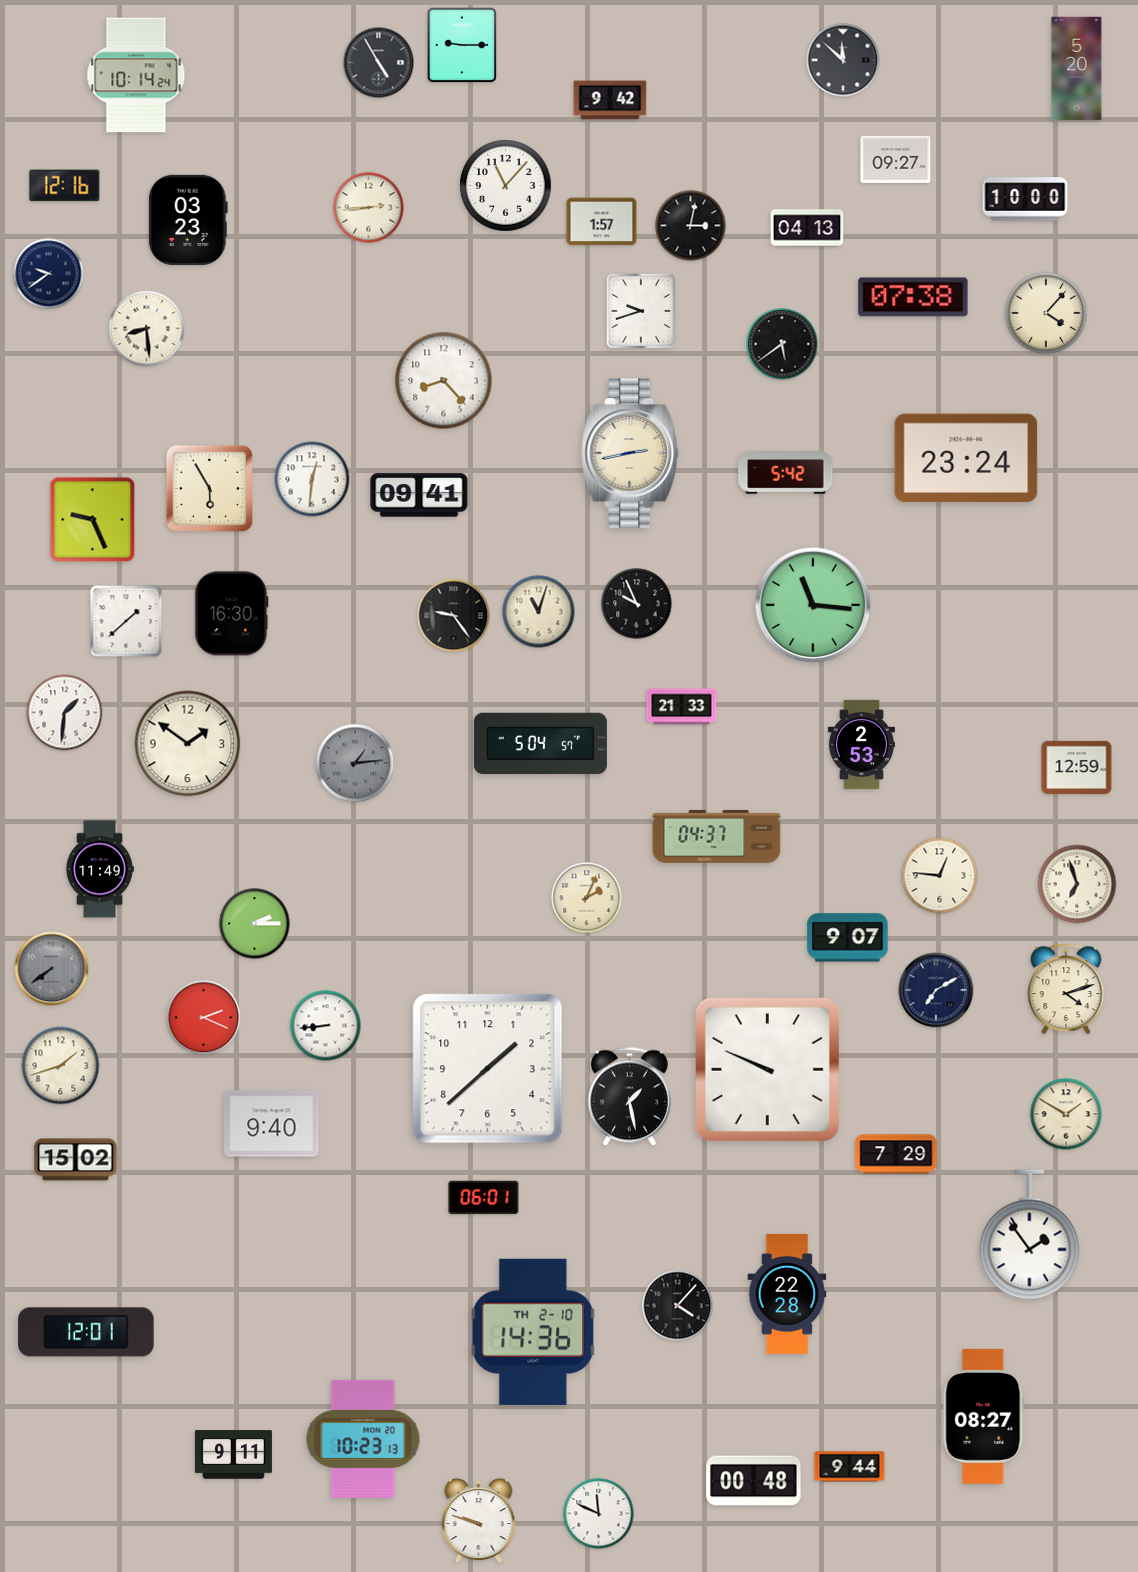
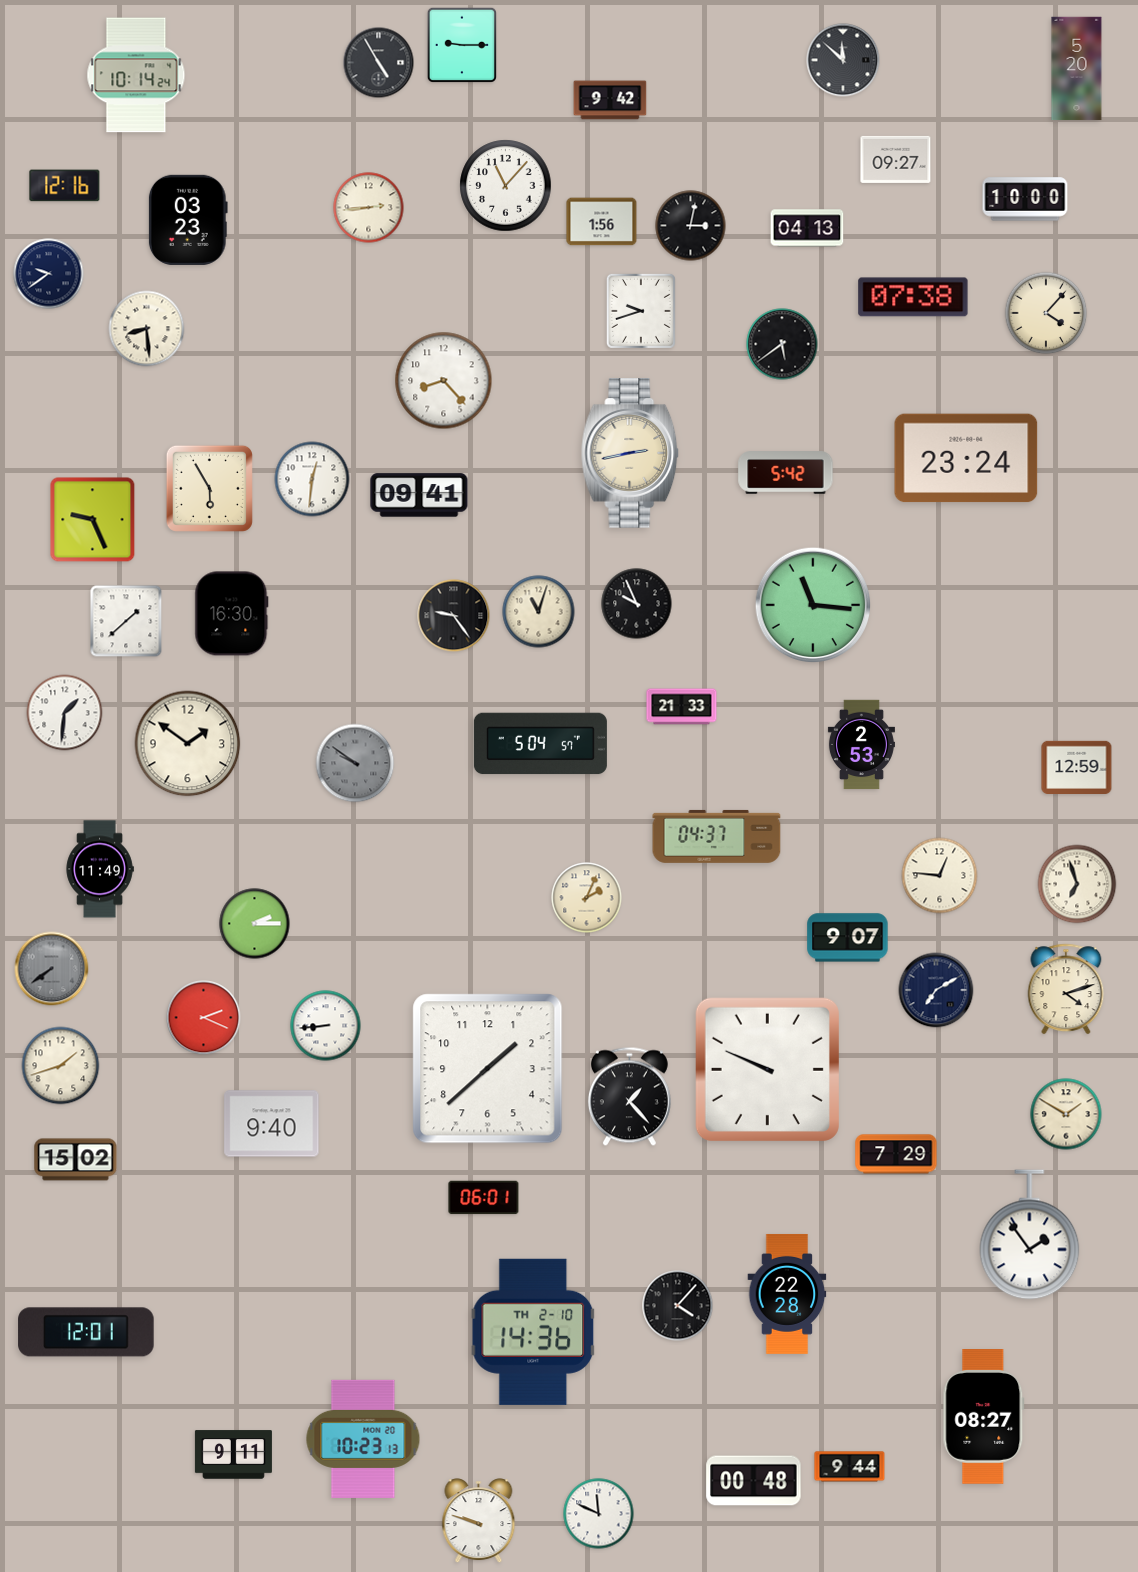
clock at (602, 222): 1:57 -> 1:56
clock at (355, 763): 1:14 -> 9:51
clock at (629, 1097): 1:28 -> 1:23
